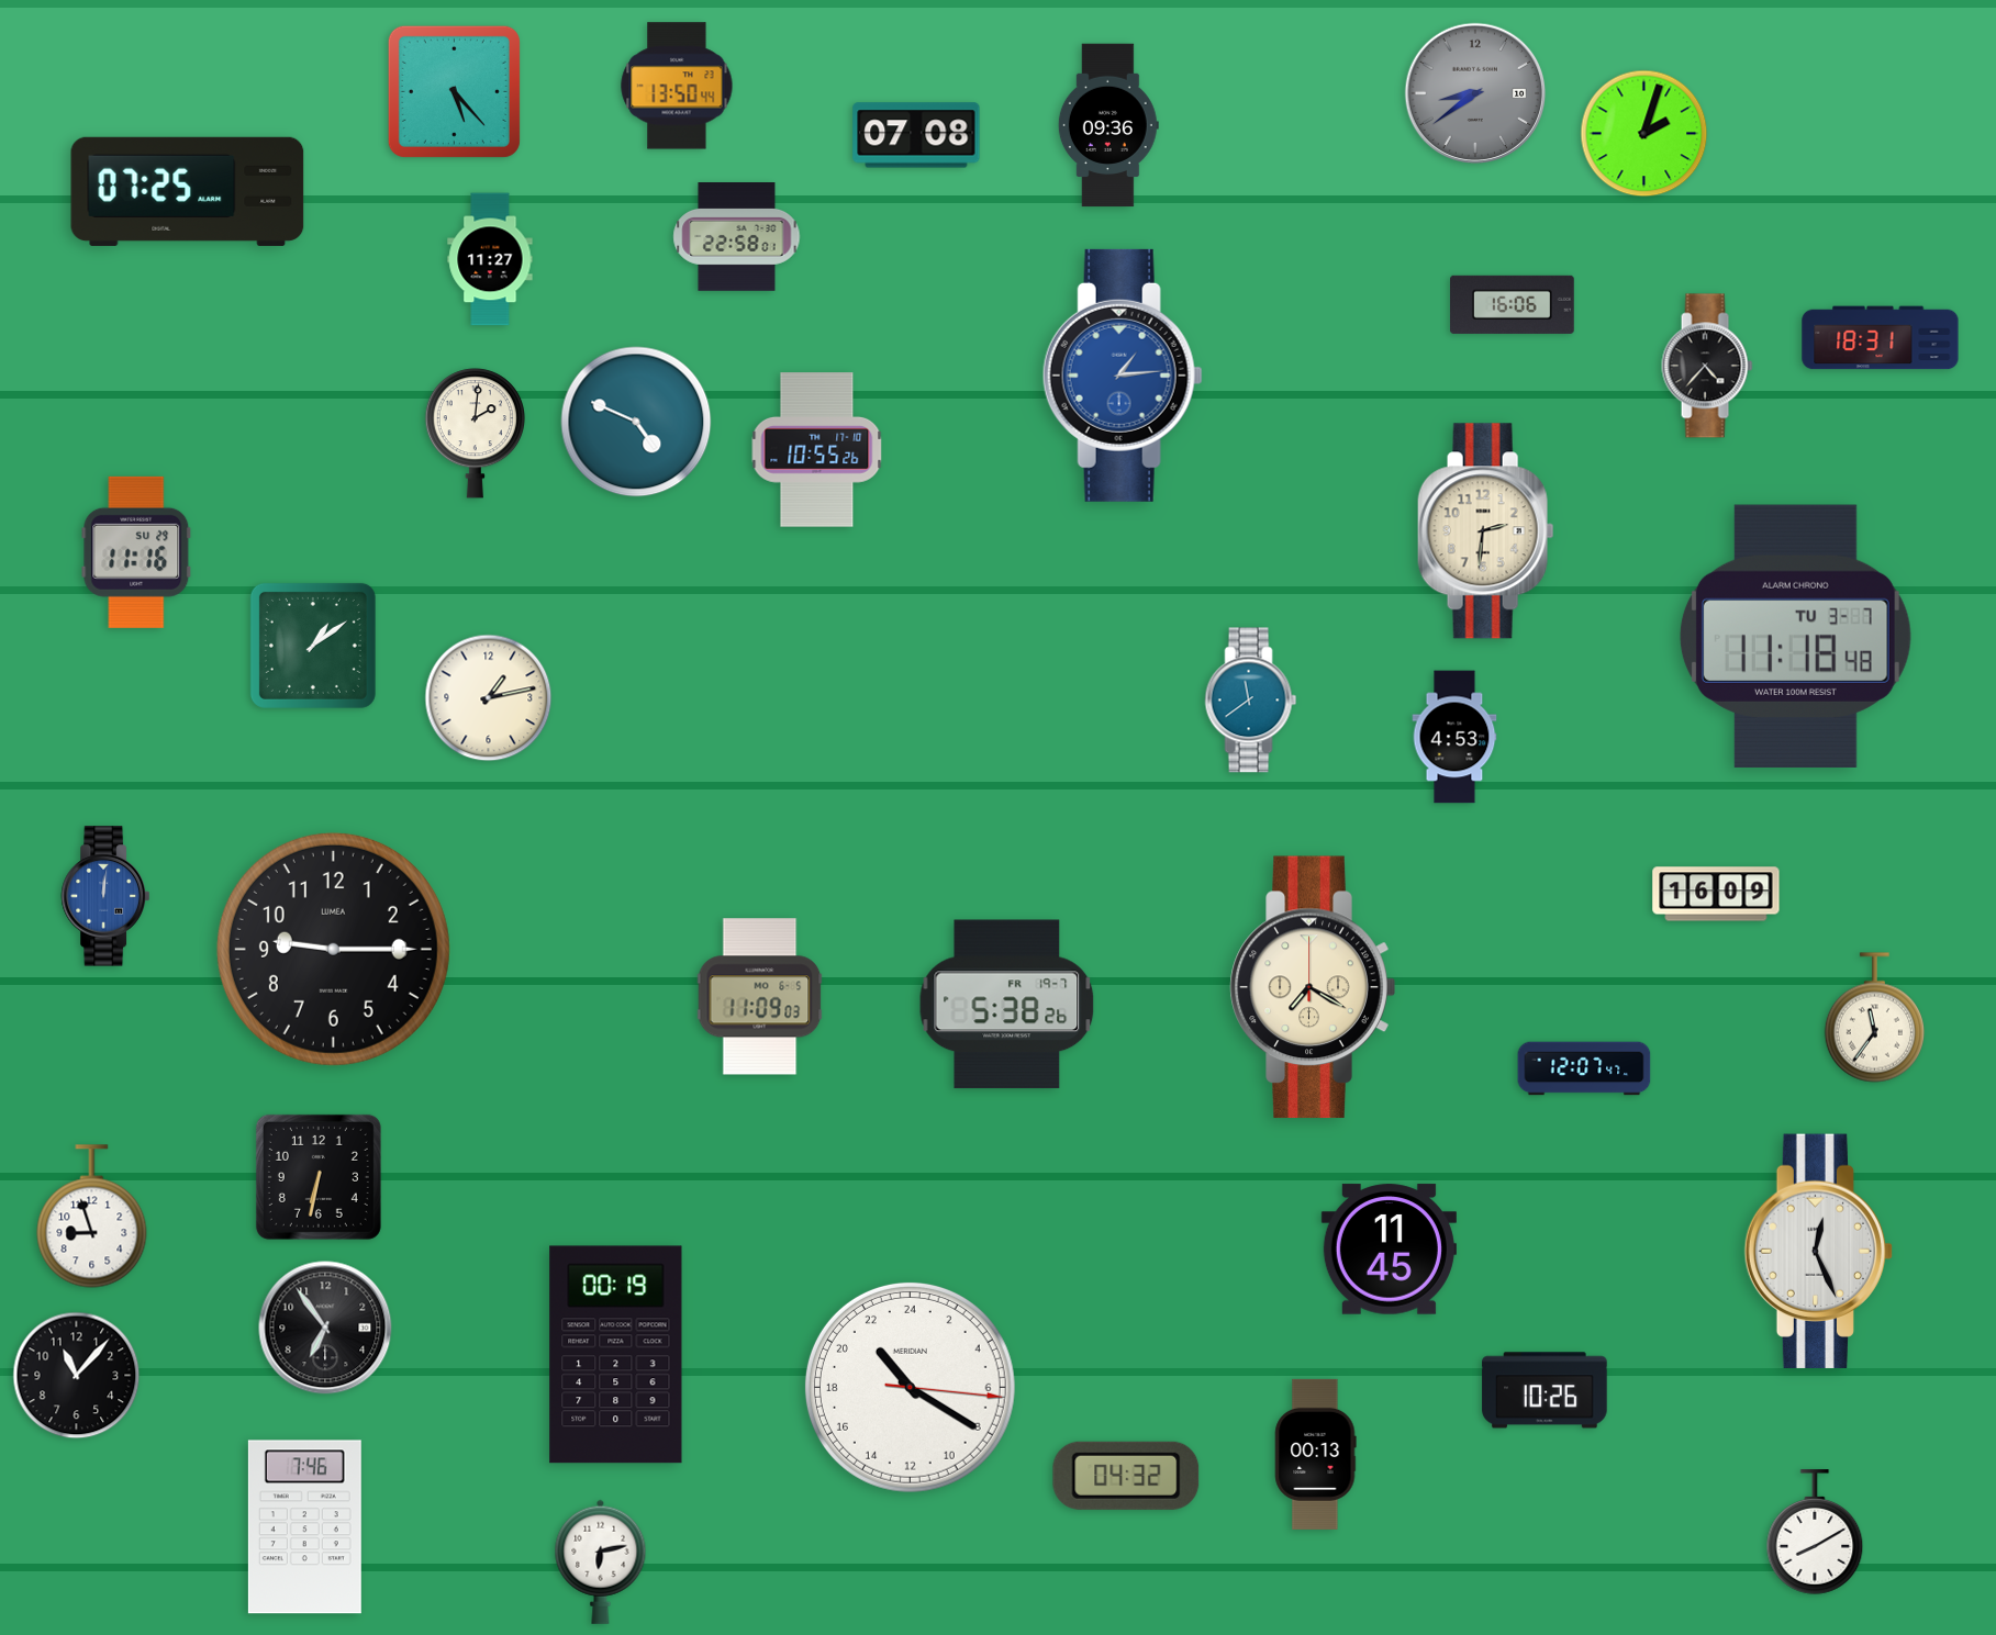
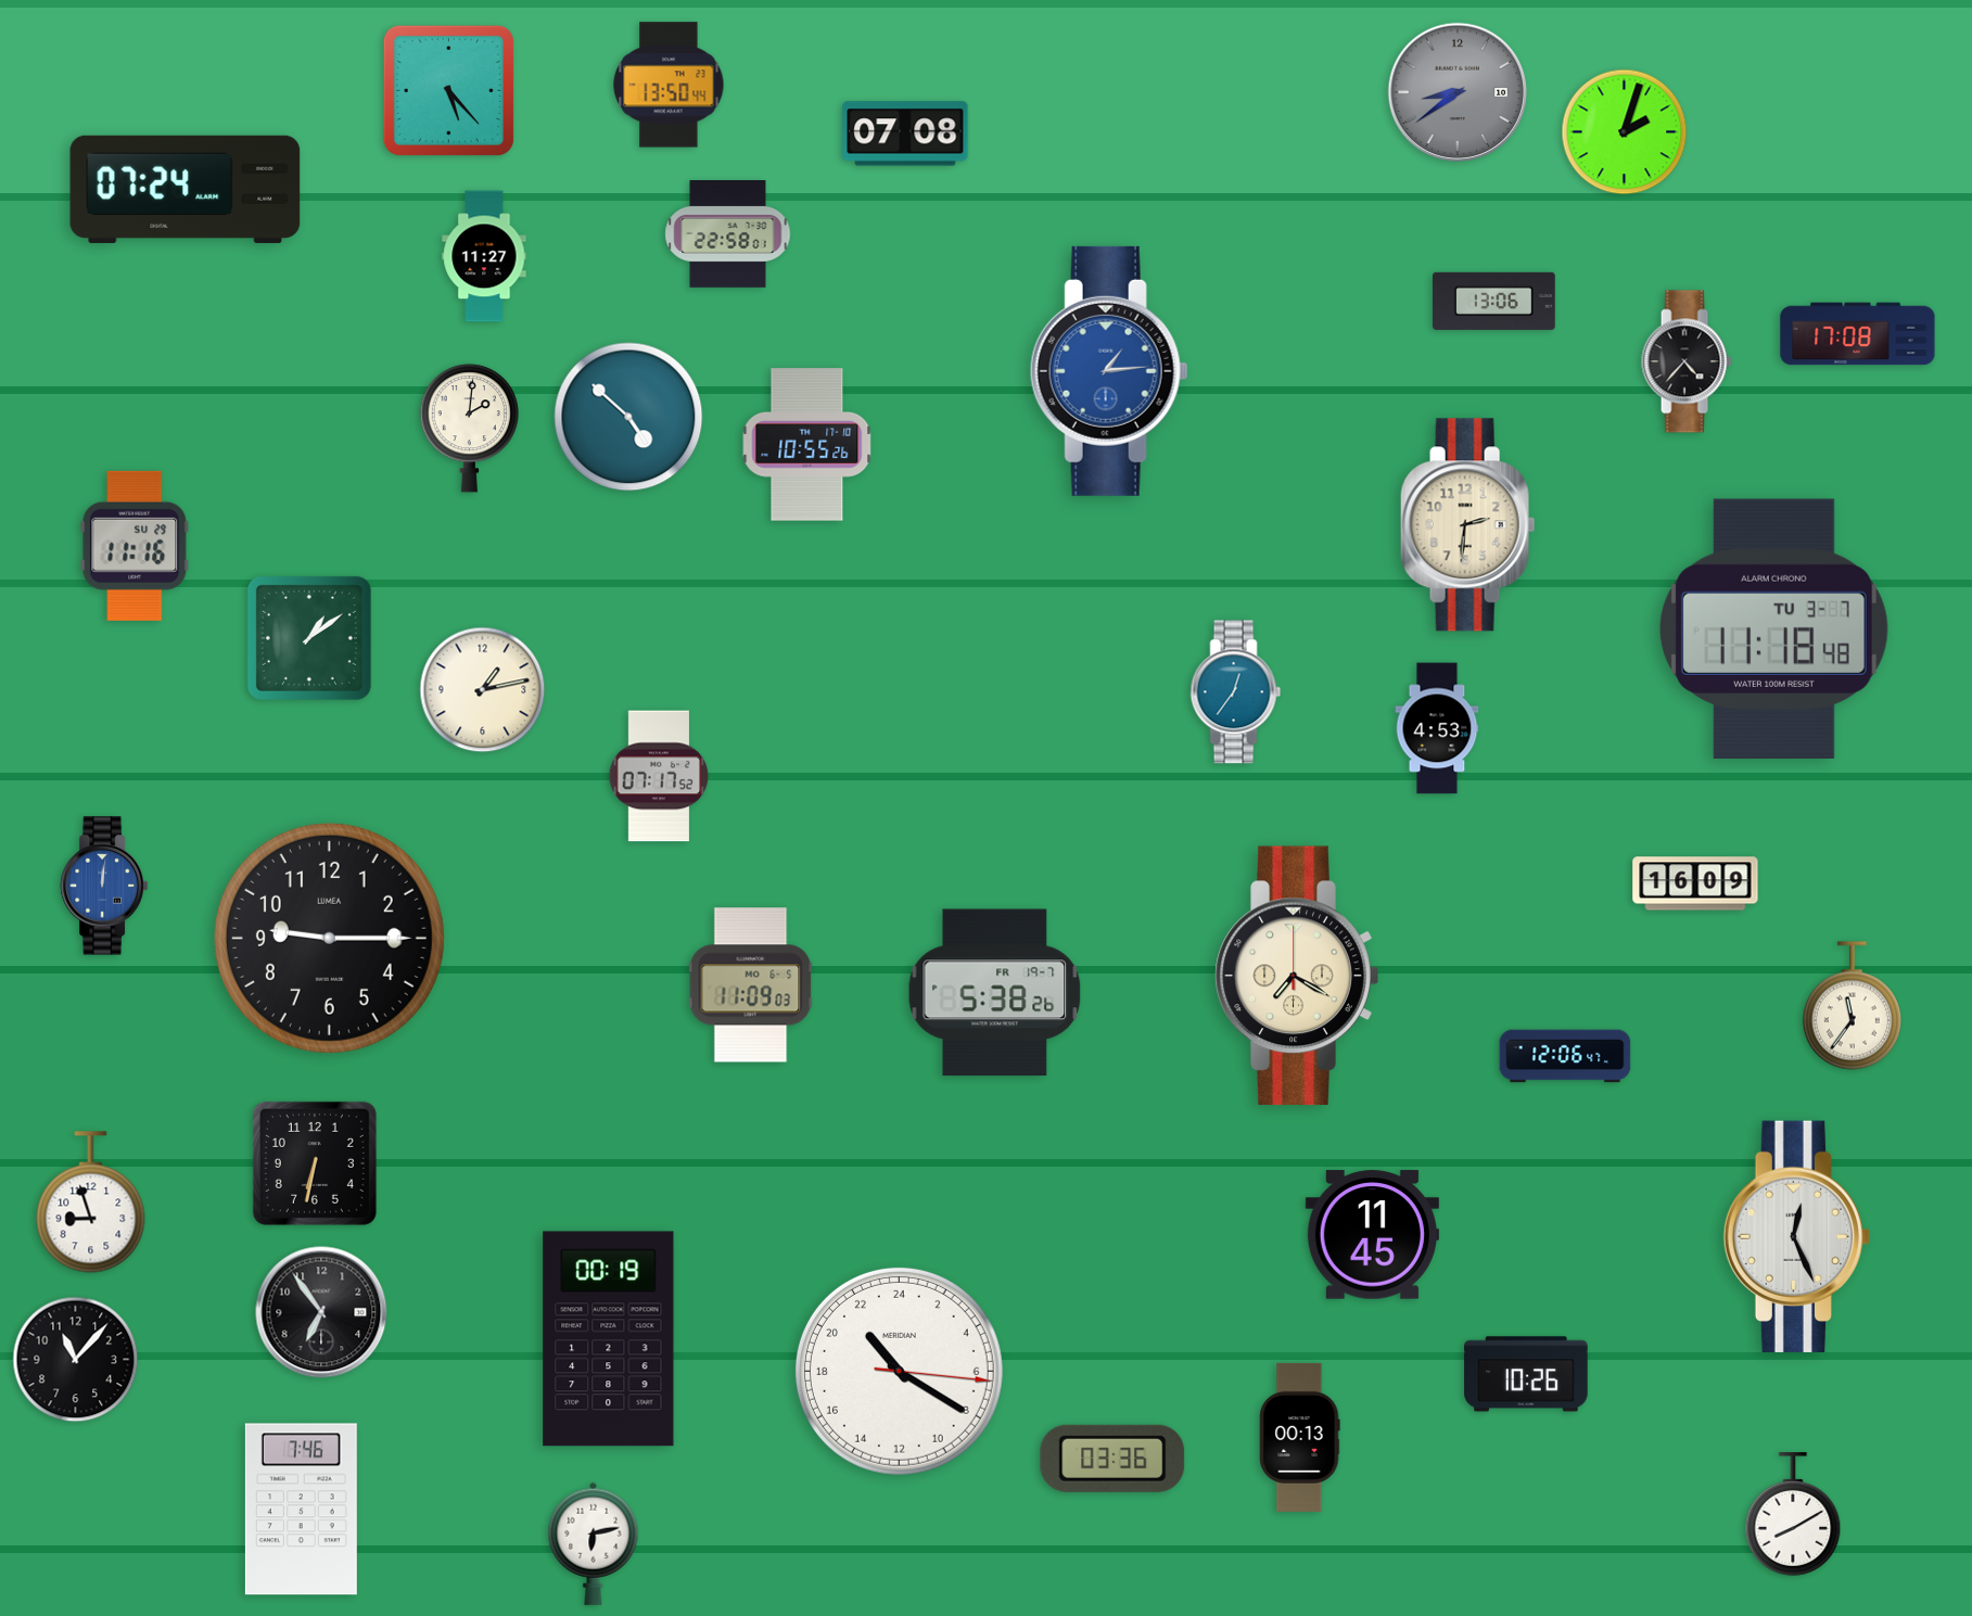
clock at (1108, 125): 09:36 -> none
clock at (188, 191): 07:25 -> 07:24
clock at (1513, 304): 16:06 -> 13:06
clock at (1881, 338): 18:31 -> 17:08
clock at (636, 422): 4:49 -> 4:52
clock at (1251, 701): 11:39 -> 12:36
clock at (659, 776): none -> 07:17
clock at (1584, 1068): 12:07 -> 12:06
clock at (1126, 1476): 04:32 -> 03:36
